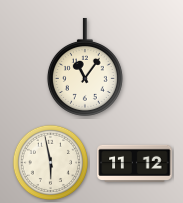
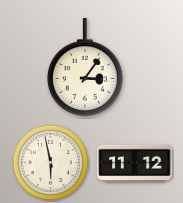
clock at (85, 67): 11:06 -> 3:06
